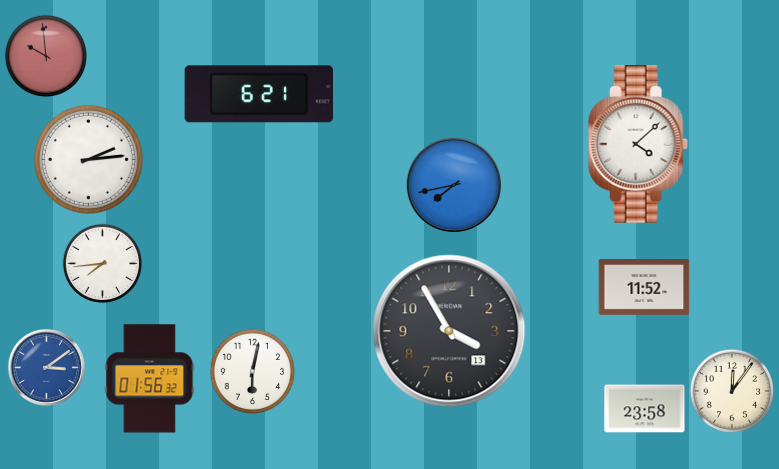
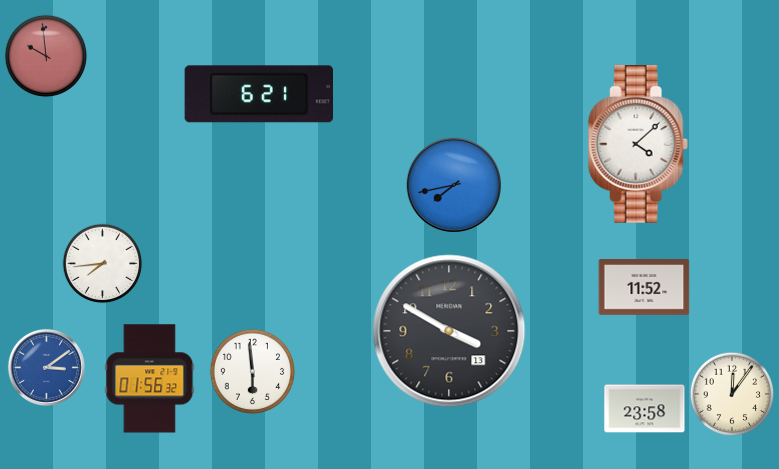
clock at (88, 159): 2:14 -> none
clock at (449, 331): 3:55 -> 3:50
clock at (253, 372): 6:02 -> 5:59
clock at (732, 391) position: (732, 391) -> (732, 394)
